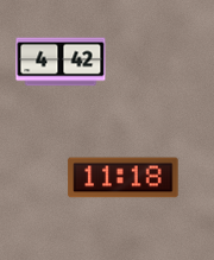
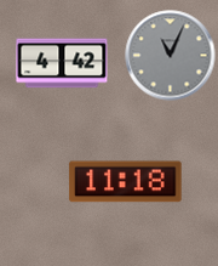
clock at (171, 56): none -> 11:04
